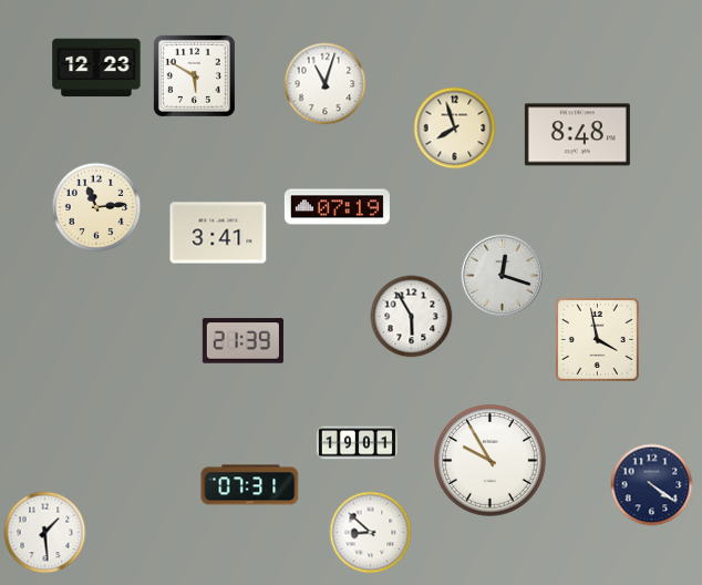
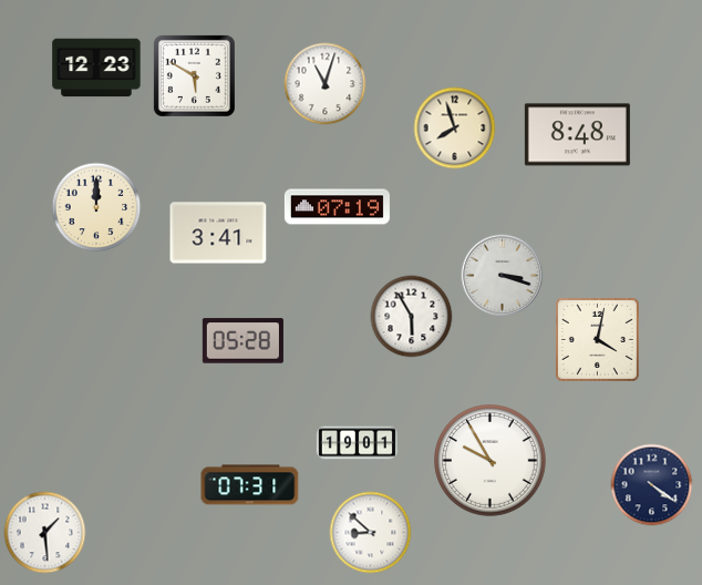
clock at (96, 207): 11:14 -> 12:00
clock at (503, 276): 12:18 -> 3:18
clock at (597, 339): 3:58 -> 4:02
clock at (242, 341): 21:39 -> 05:28
